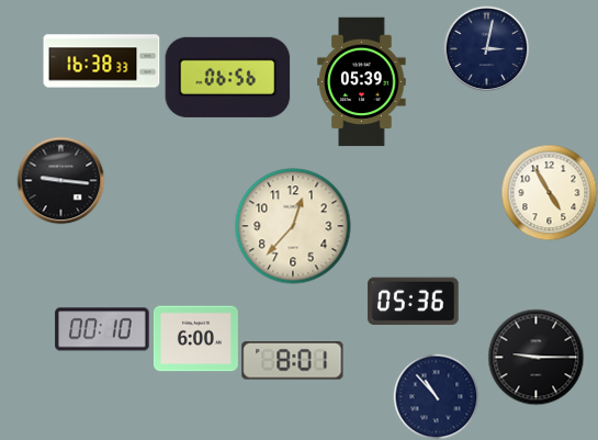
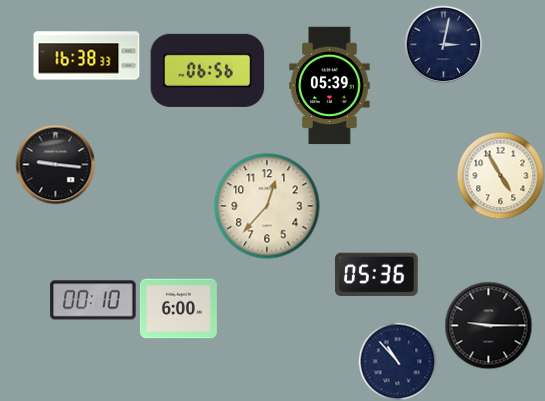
clock at (102, 61) position: (102, 61) -> (87, 56)
clock at (362, 82) position: (362, 82) -> (330, 86)
clock at (293, 361): 8:01 -> none
